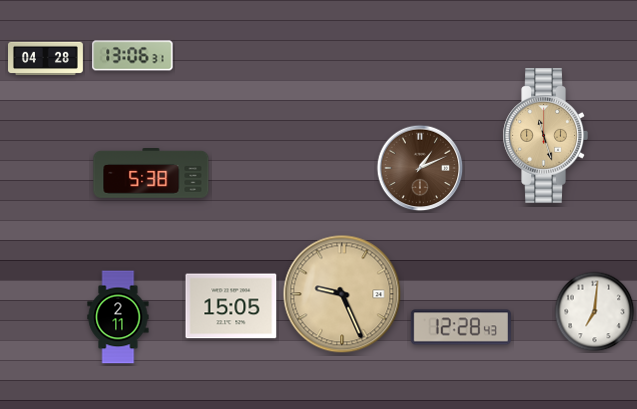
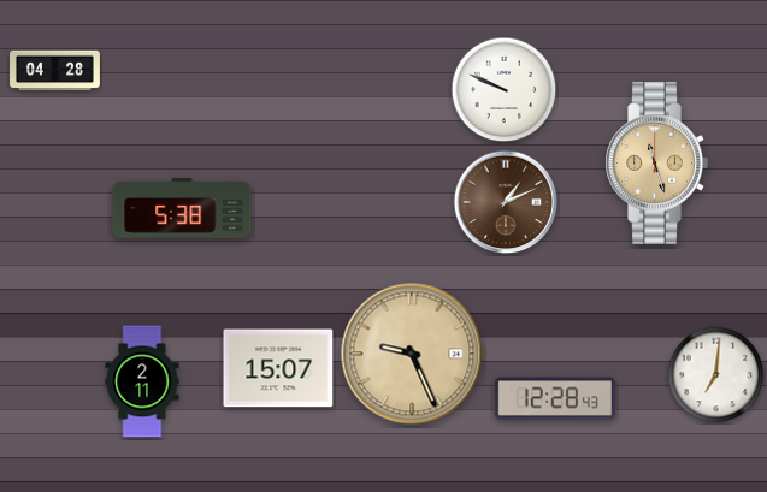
clock at (133, 56): 13:06 -> none
clock at (505, 90): none -> 9:49
clock at (231, 306): 15:05 -> 15:07
clock at (461, 327) position: (461, 327) -> (555, 398)
